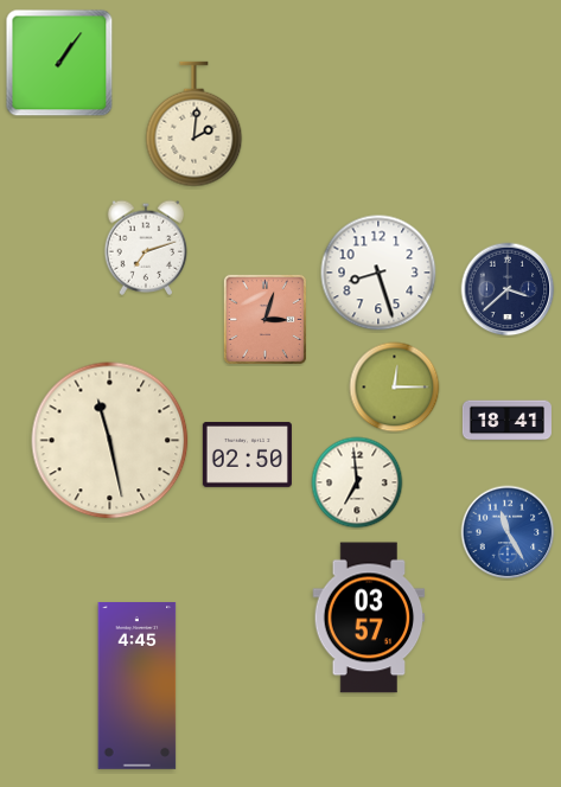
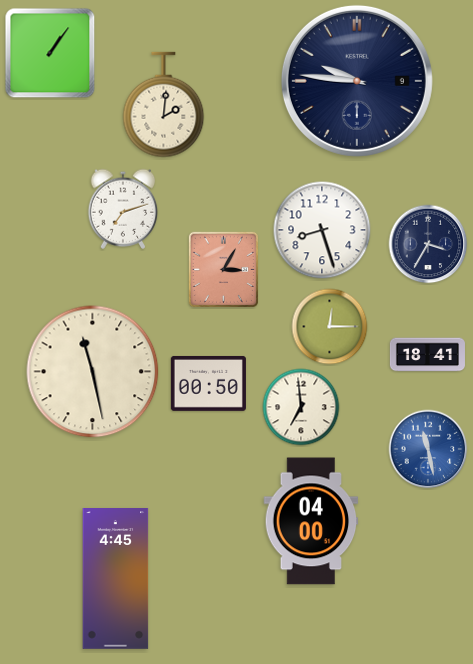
clock at (357, 81): none -> 9:46
clock at (378, 273) position: (378, 273) -> (322, 230)
clock at (508, 289): 3:38 -> 3:35
clock at (264, 319): 3:03 -> 3:05
clock at (395, 388) position: (395, 388) -> (330, 327)
clock at (247, 454): 02:50 -> 00:50
clock at (508, 532): 11:25 -> 11:28
clock at (369, 618): 03:57 -> 04:00
